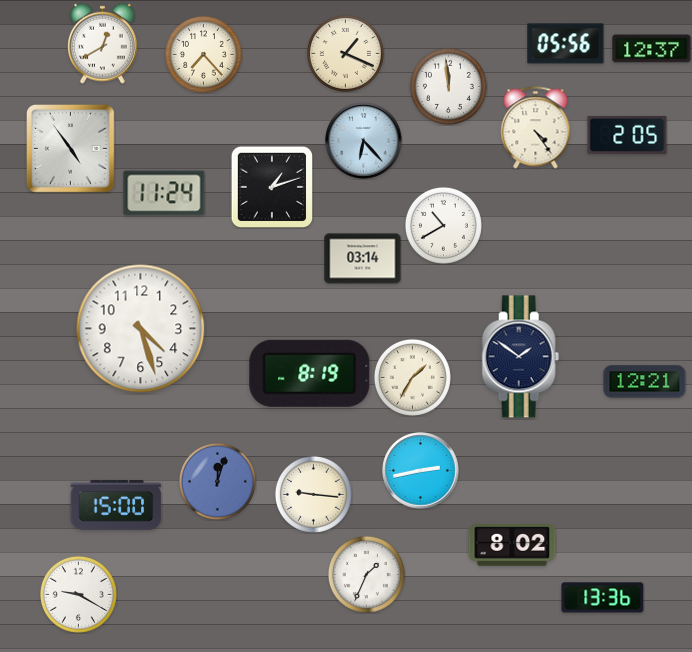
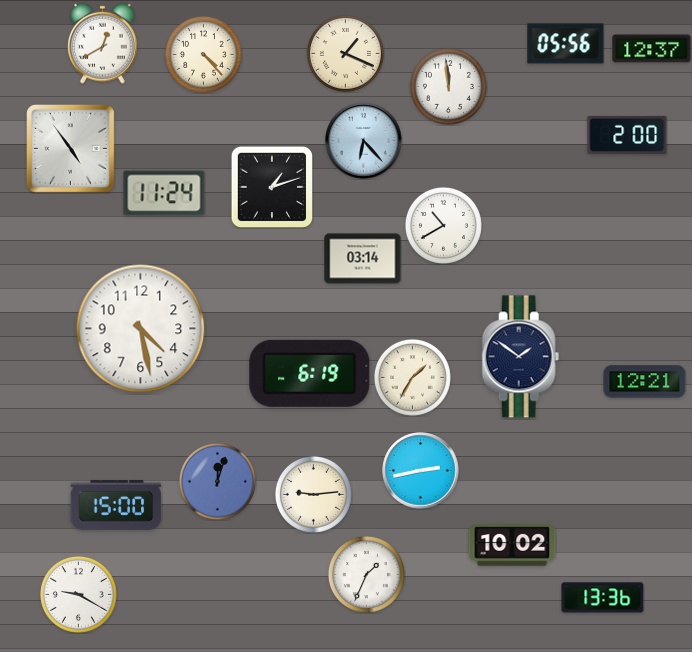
clock at (203, 54): 7:23 -> 4:23
clock at (536, 128): 4:24 -> none
clock at (627, 135): 2:05 -> 2:00
clock at (141, 329): 4:27 -> 4:28
clock at (310, 373): 8:19 -> 6:19
clock at (313, 494): 9:16 -> 9:14
clock at (512, 545): 8:02 -> 10:02
